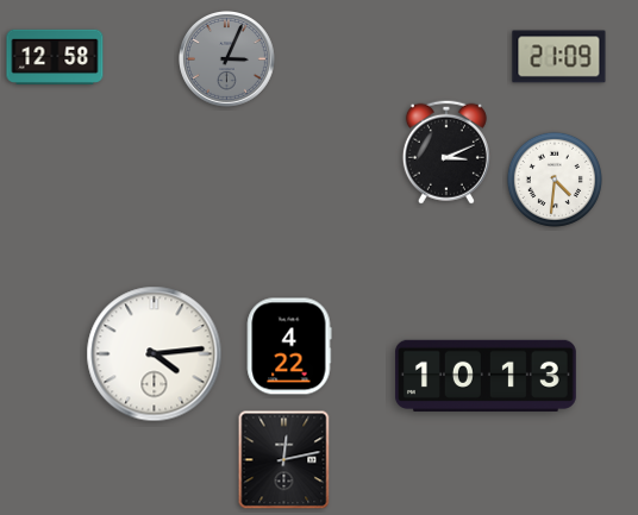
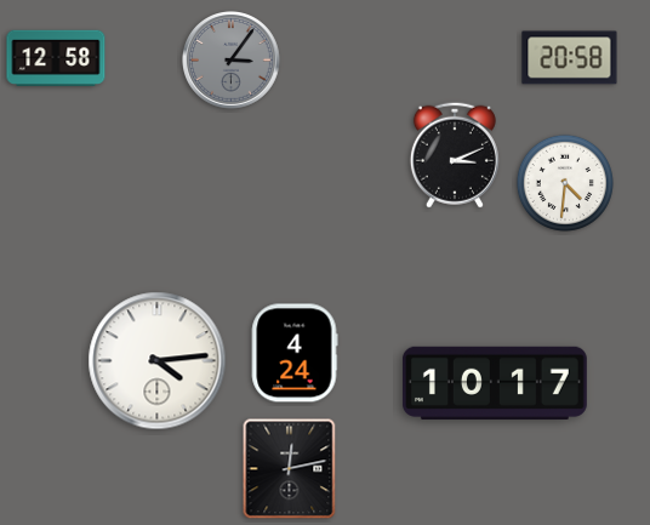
clock at (559, 57): 21:09 -> 20:58
clock at (227, 59): 3:04 -> 3:06
clock at (289, 346): 4:22 -> 4:24
clock at (486, 376): 10:13 -> 10:17
